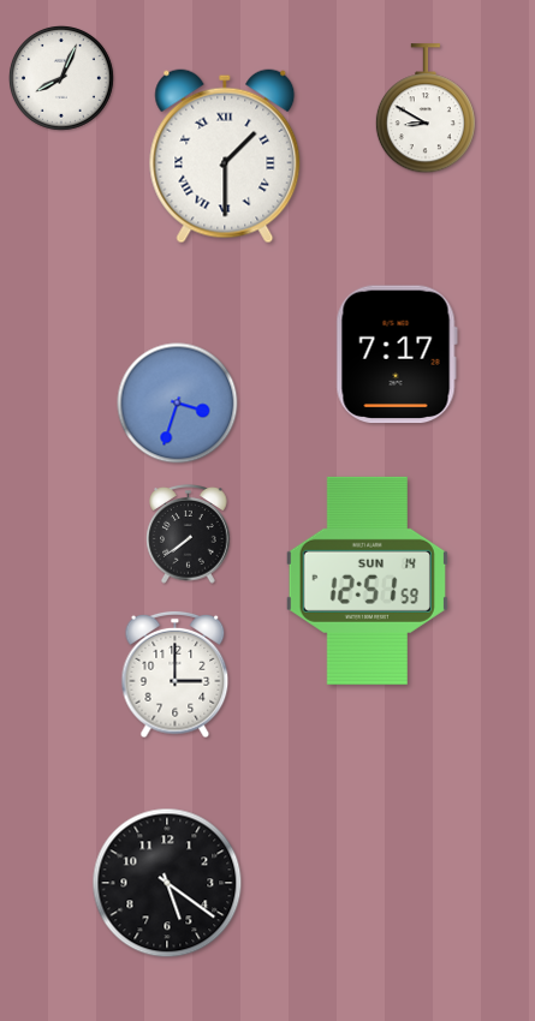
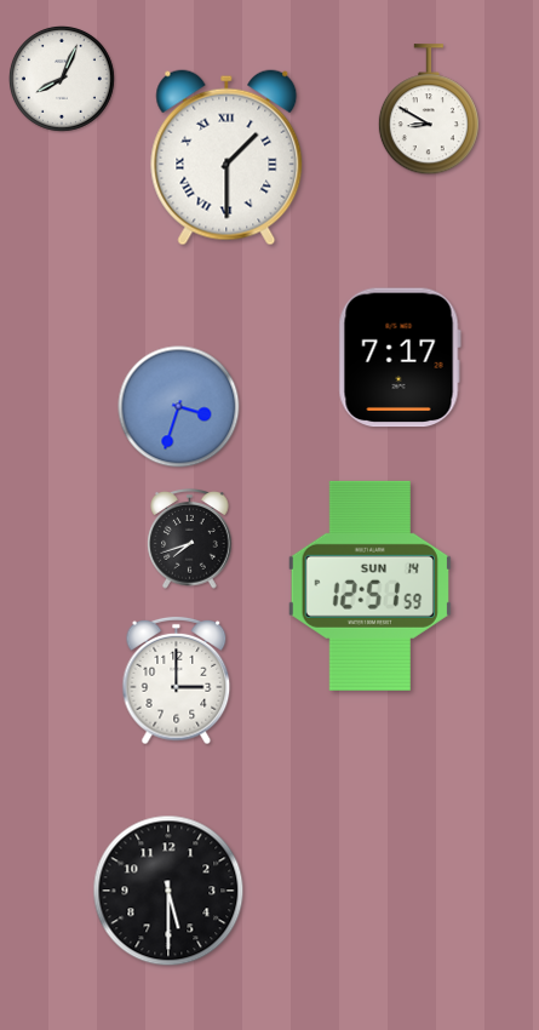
clock at (189, 535): 7:39 -> 7:42
clock at (167, 883): 5:21 -> 5:30
